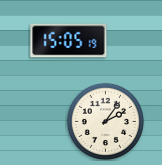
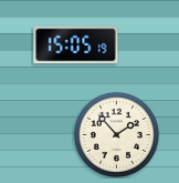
clock at (105, 121): 2:06 -> 1:53
